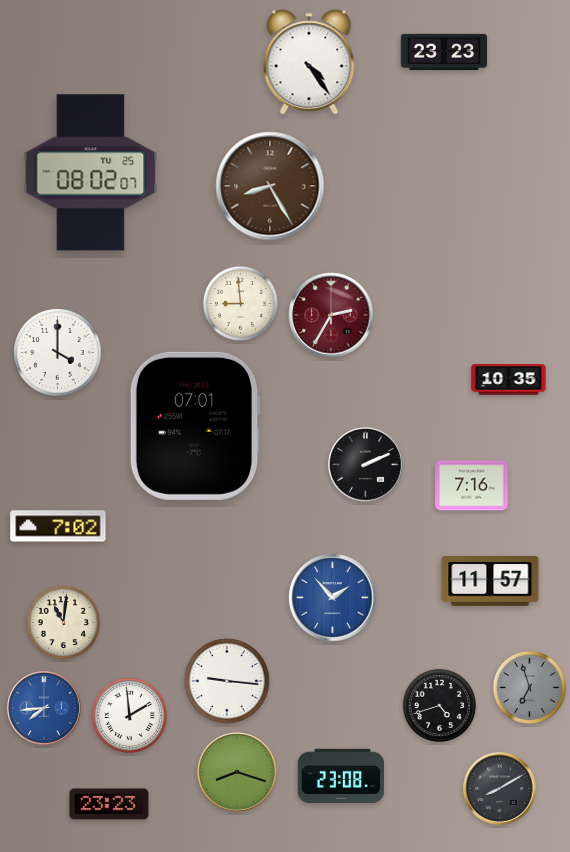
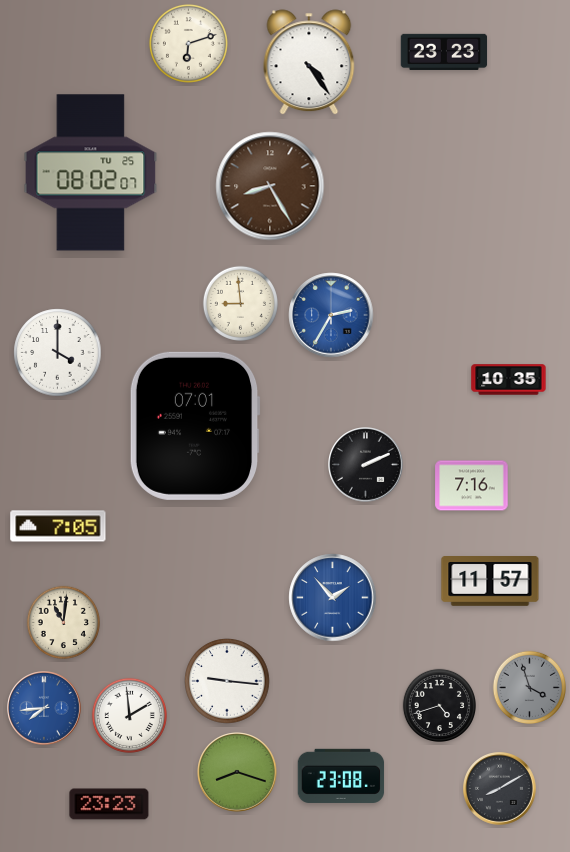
clock at (188, 43): none -> 6:12
clock at (331, 315) dial: burgundy -> blue
clock at (58, 526): 7:02 -> 7:05
clock at (529, 687): 6:57 -> 3:57
